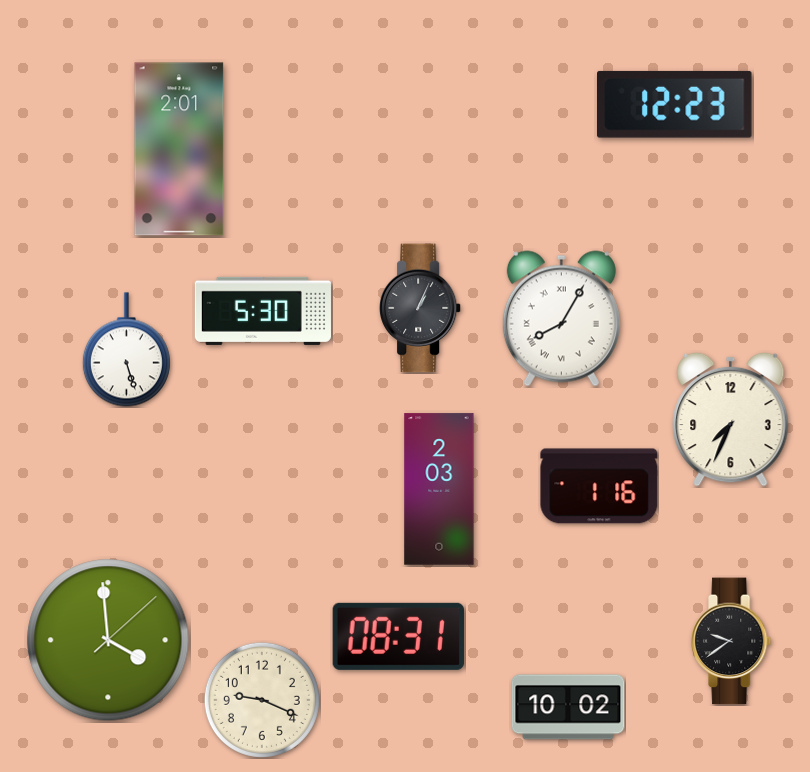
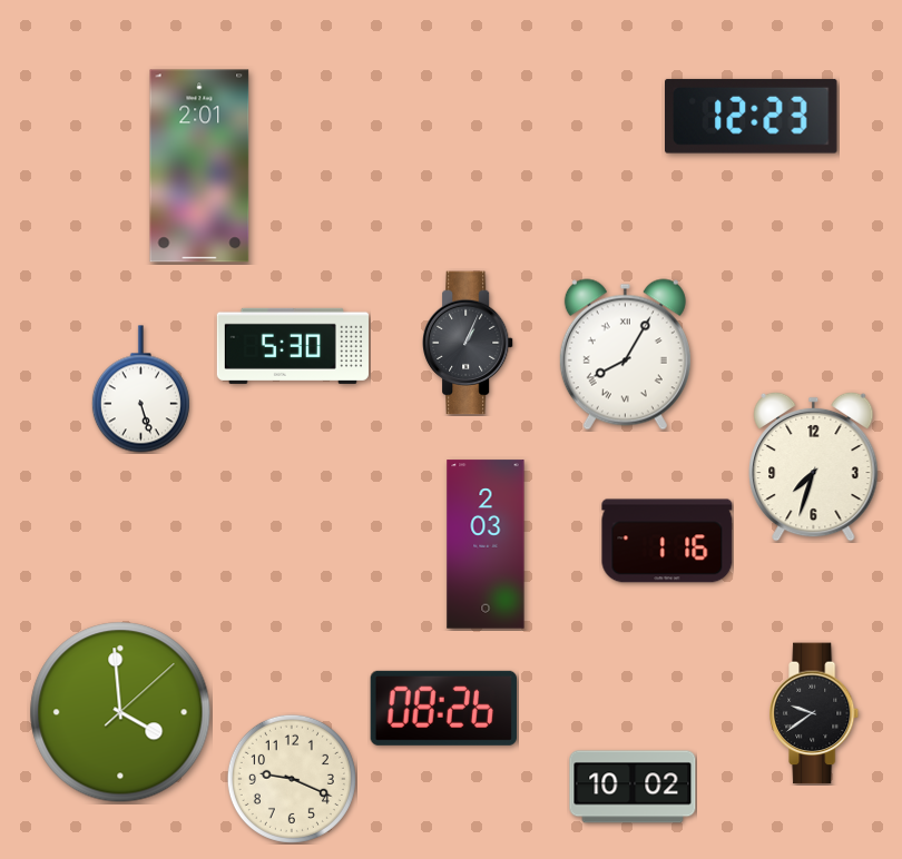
clock at (731, 419): 7:34 -> 7:33
clock at (439, 489) position: (439, 489) -> (486, 544)
clock at (398, 636): 08:31 -> 08:26
